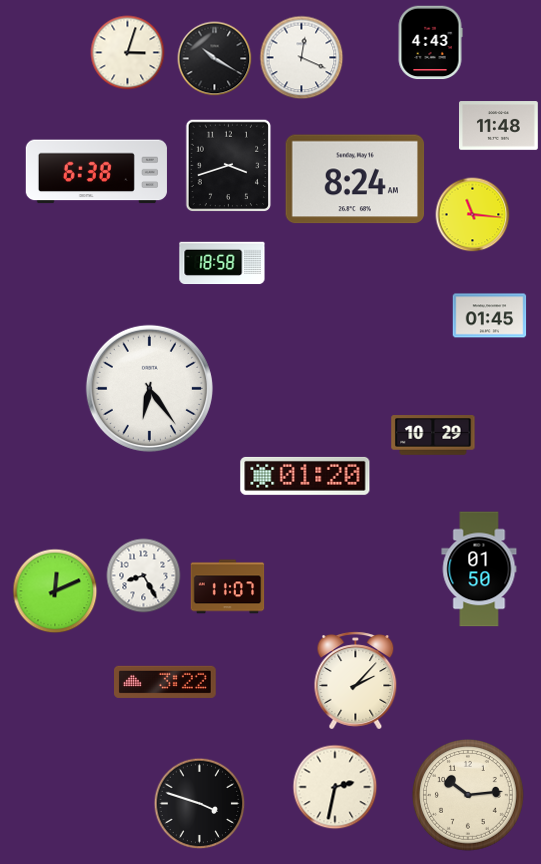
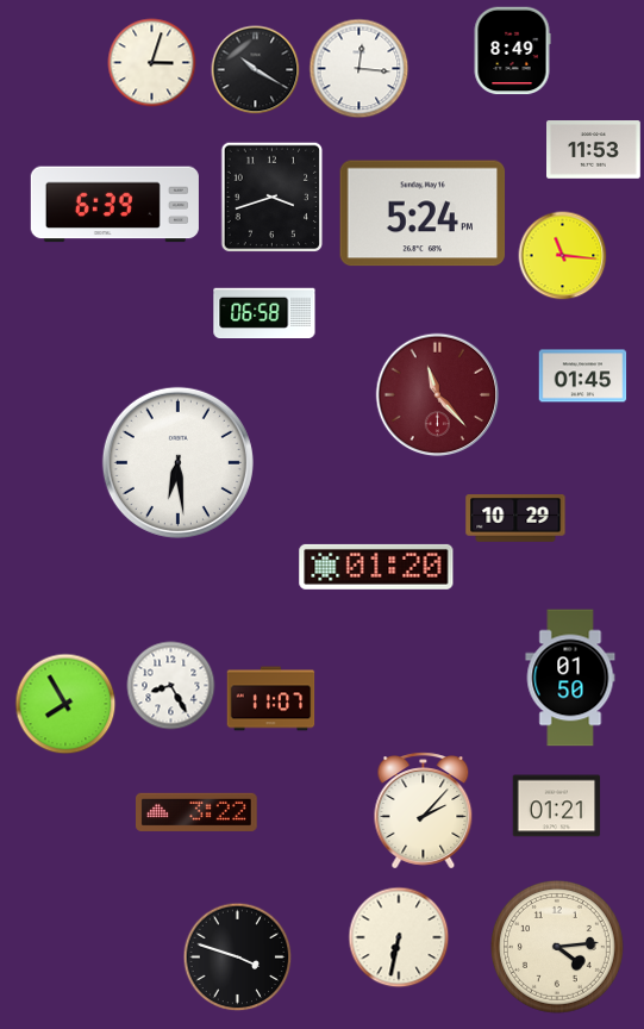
clock at (430, 43): 4:43 -> 8:49
clock at (302, 58): 12:19 -> 12:16
clock at (499, 126): 11:48 -> 11:53
clock at (96, 172): 6:38 -> 6:39
clock at (355, 179): 8:24 -> 5:24
clock at (222, 263): 18:58 -> 06:58
clock at (438, 395): none -> 11:23
clock at (149, 388): 6:24 -> 6:29
clock at (305, 476) position: (305, 476) -> (376, 567)
clock at (55, 591): 12:11 -> 7:55
clock at (557, 806): none -> 01:21
clock at (335, 787): 2:32 -> 6:32
clock at (468, 795): 10:14 -> 4:14
